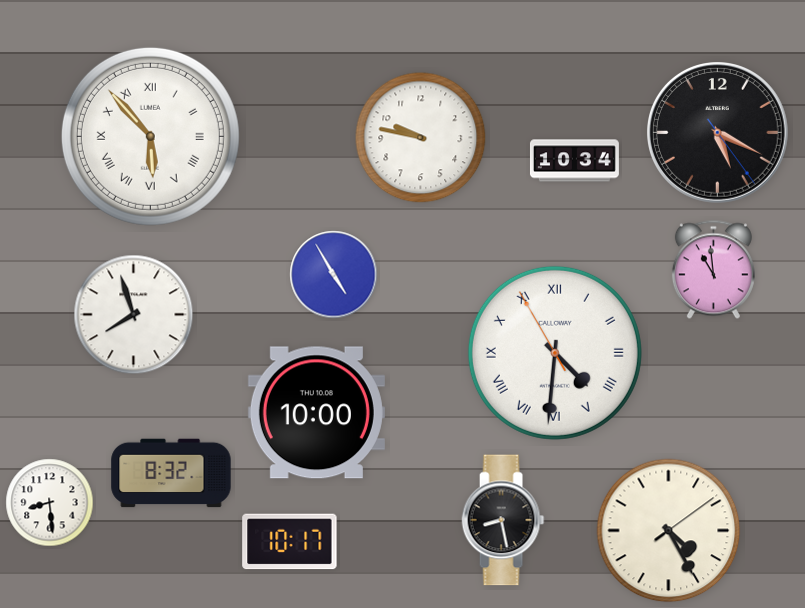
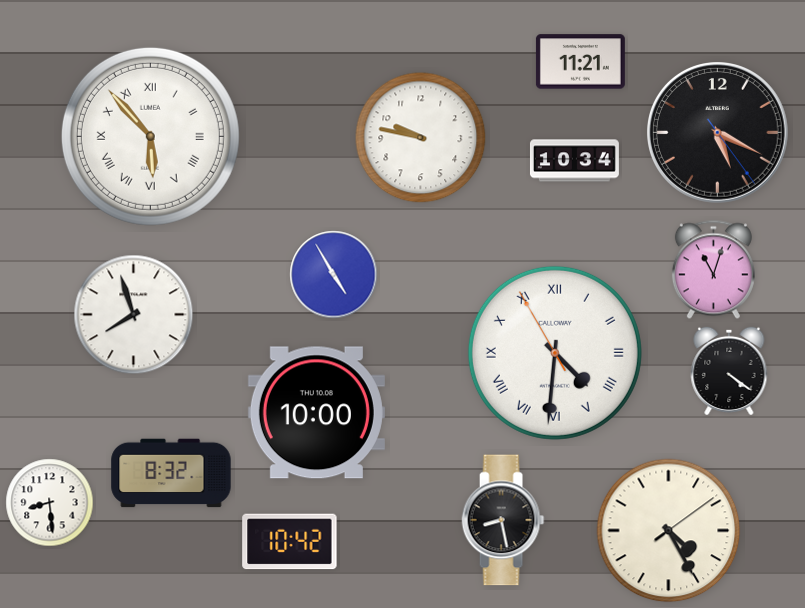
clock at (580, 62): none -> 11:21
clock at (713, 270): 10:59 -> 11:03
clock at (729, 370): none -> 4:21
clock at (290, 542): 10:17 -> 10:42
